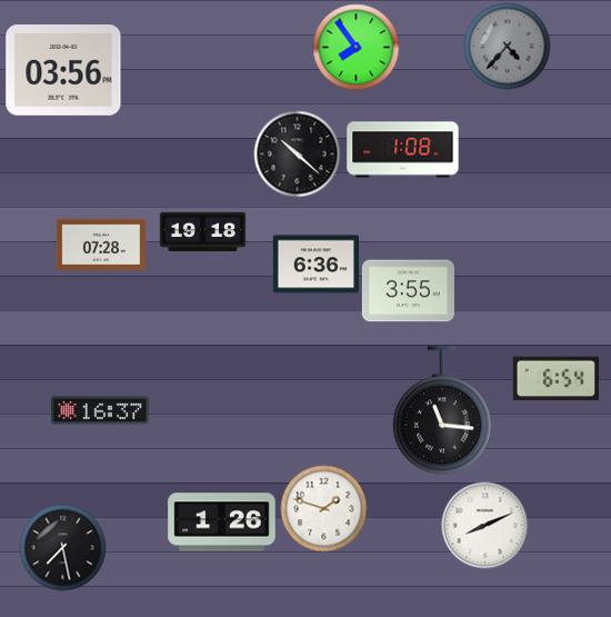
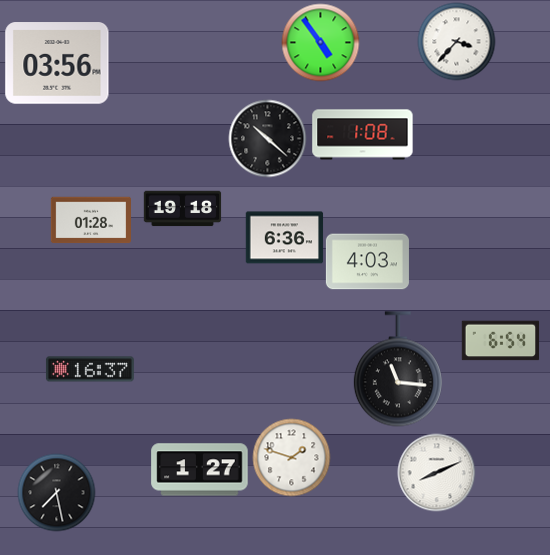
clock at (507, 46): 4:37 -> 3:37
clock at (507, 46) dial: grey -> white
clock at (355, 47): 7:54 -> 4:54
clock at (100, 245): 07:28 -> 01:28
clock at (408, 291): 3:55 -> 4:03
clock at (222, 523): 1:26 -> 1:27
